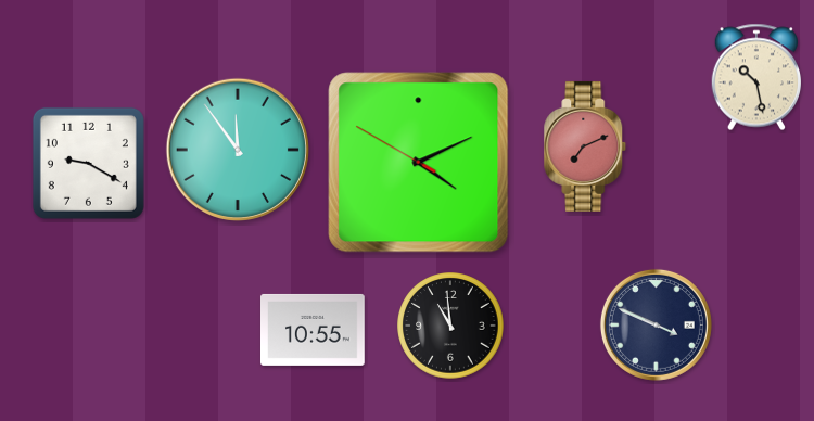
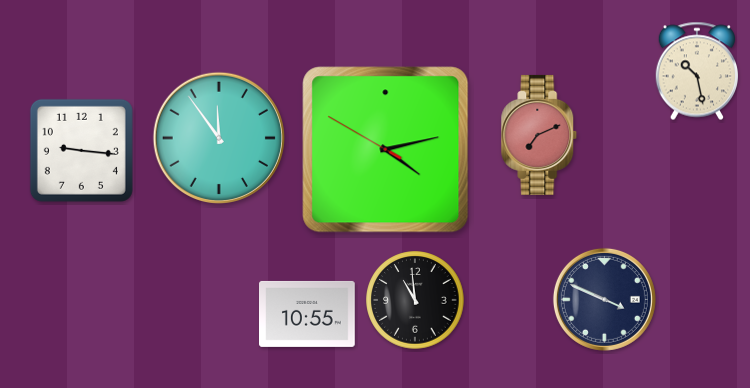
clock at (88, 163): 9:20 -> 9:16
clock at (419, 163): 4:10 -> 4:12
clock at (314, 330) position: (314, 330) -> (308, 314)
